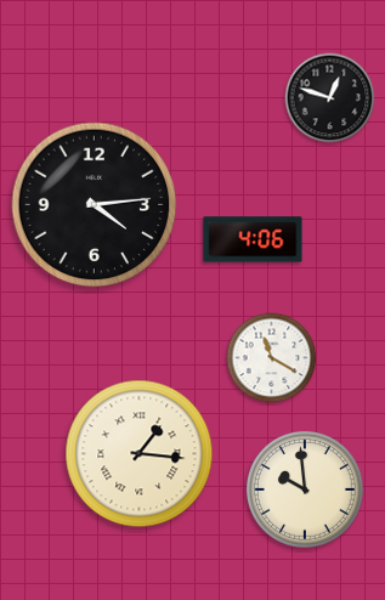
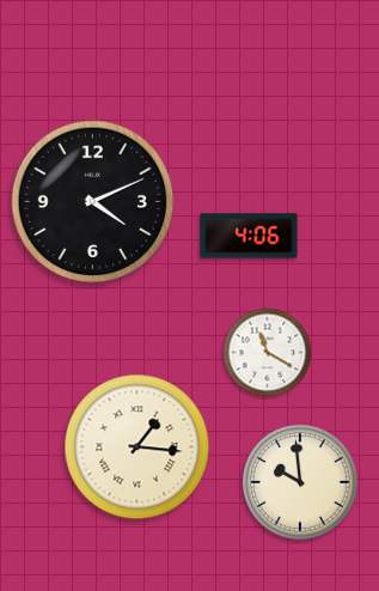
clock at (330, 98): 12:48 -> none
clock at (95, 205): 4:14 -> 4:11
